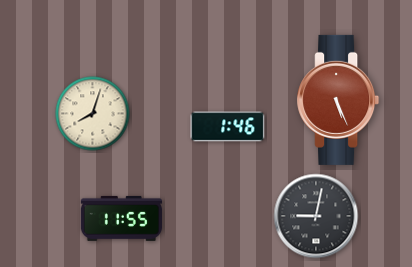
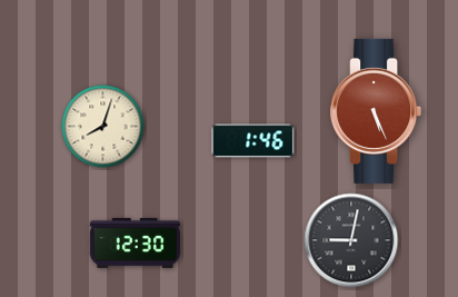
clock at (121, 218): 11:55 -> 12:30
